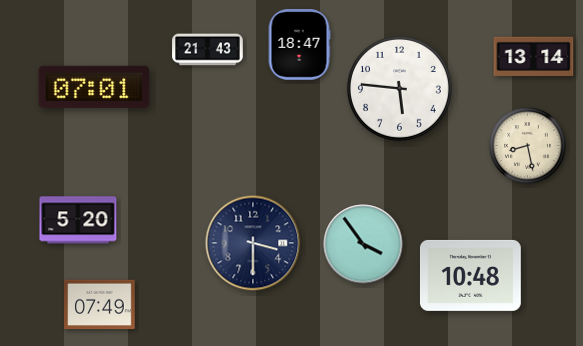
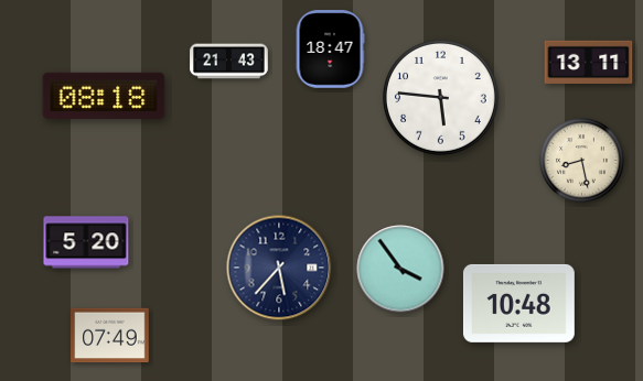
clock at (208, 50) position: (208, 50) -> (229, 62)
clock at (534, 57): 13:14 -> 13:11
clock at (94, 87): 07:01 -> 08:18
clock at (253, 243): 3:30 -> 5:37
